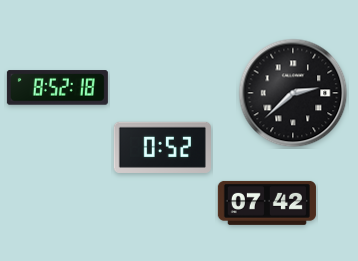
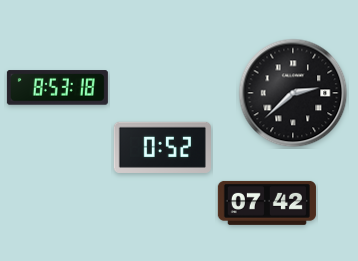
clock at (57, 88): 8:52 -> 8:53
